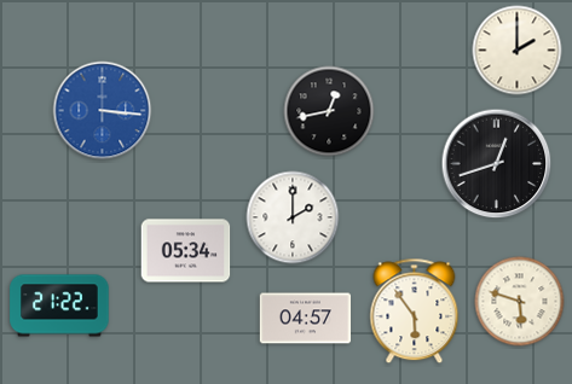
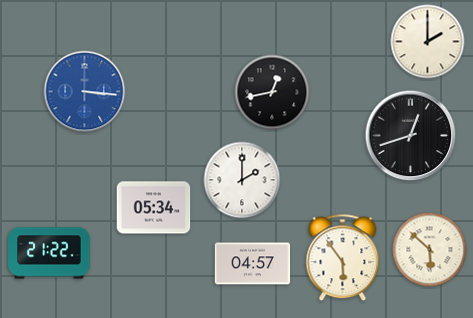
clock at (520, 302): 5:48 -> 5:52
